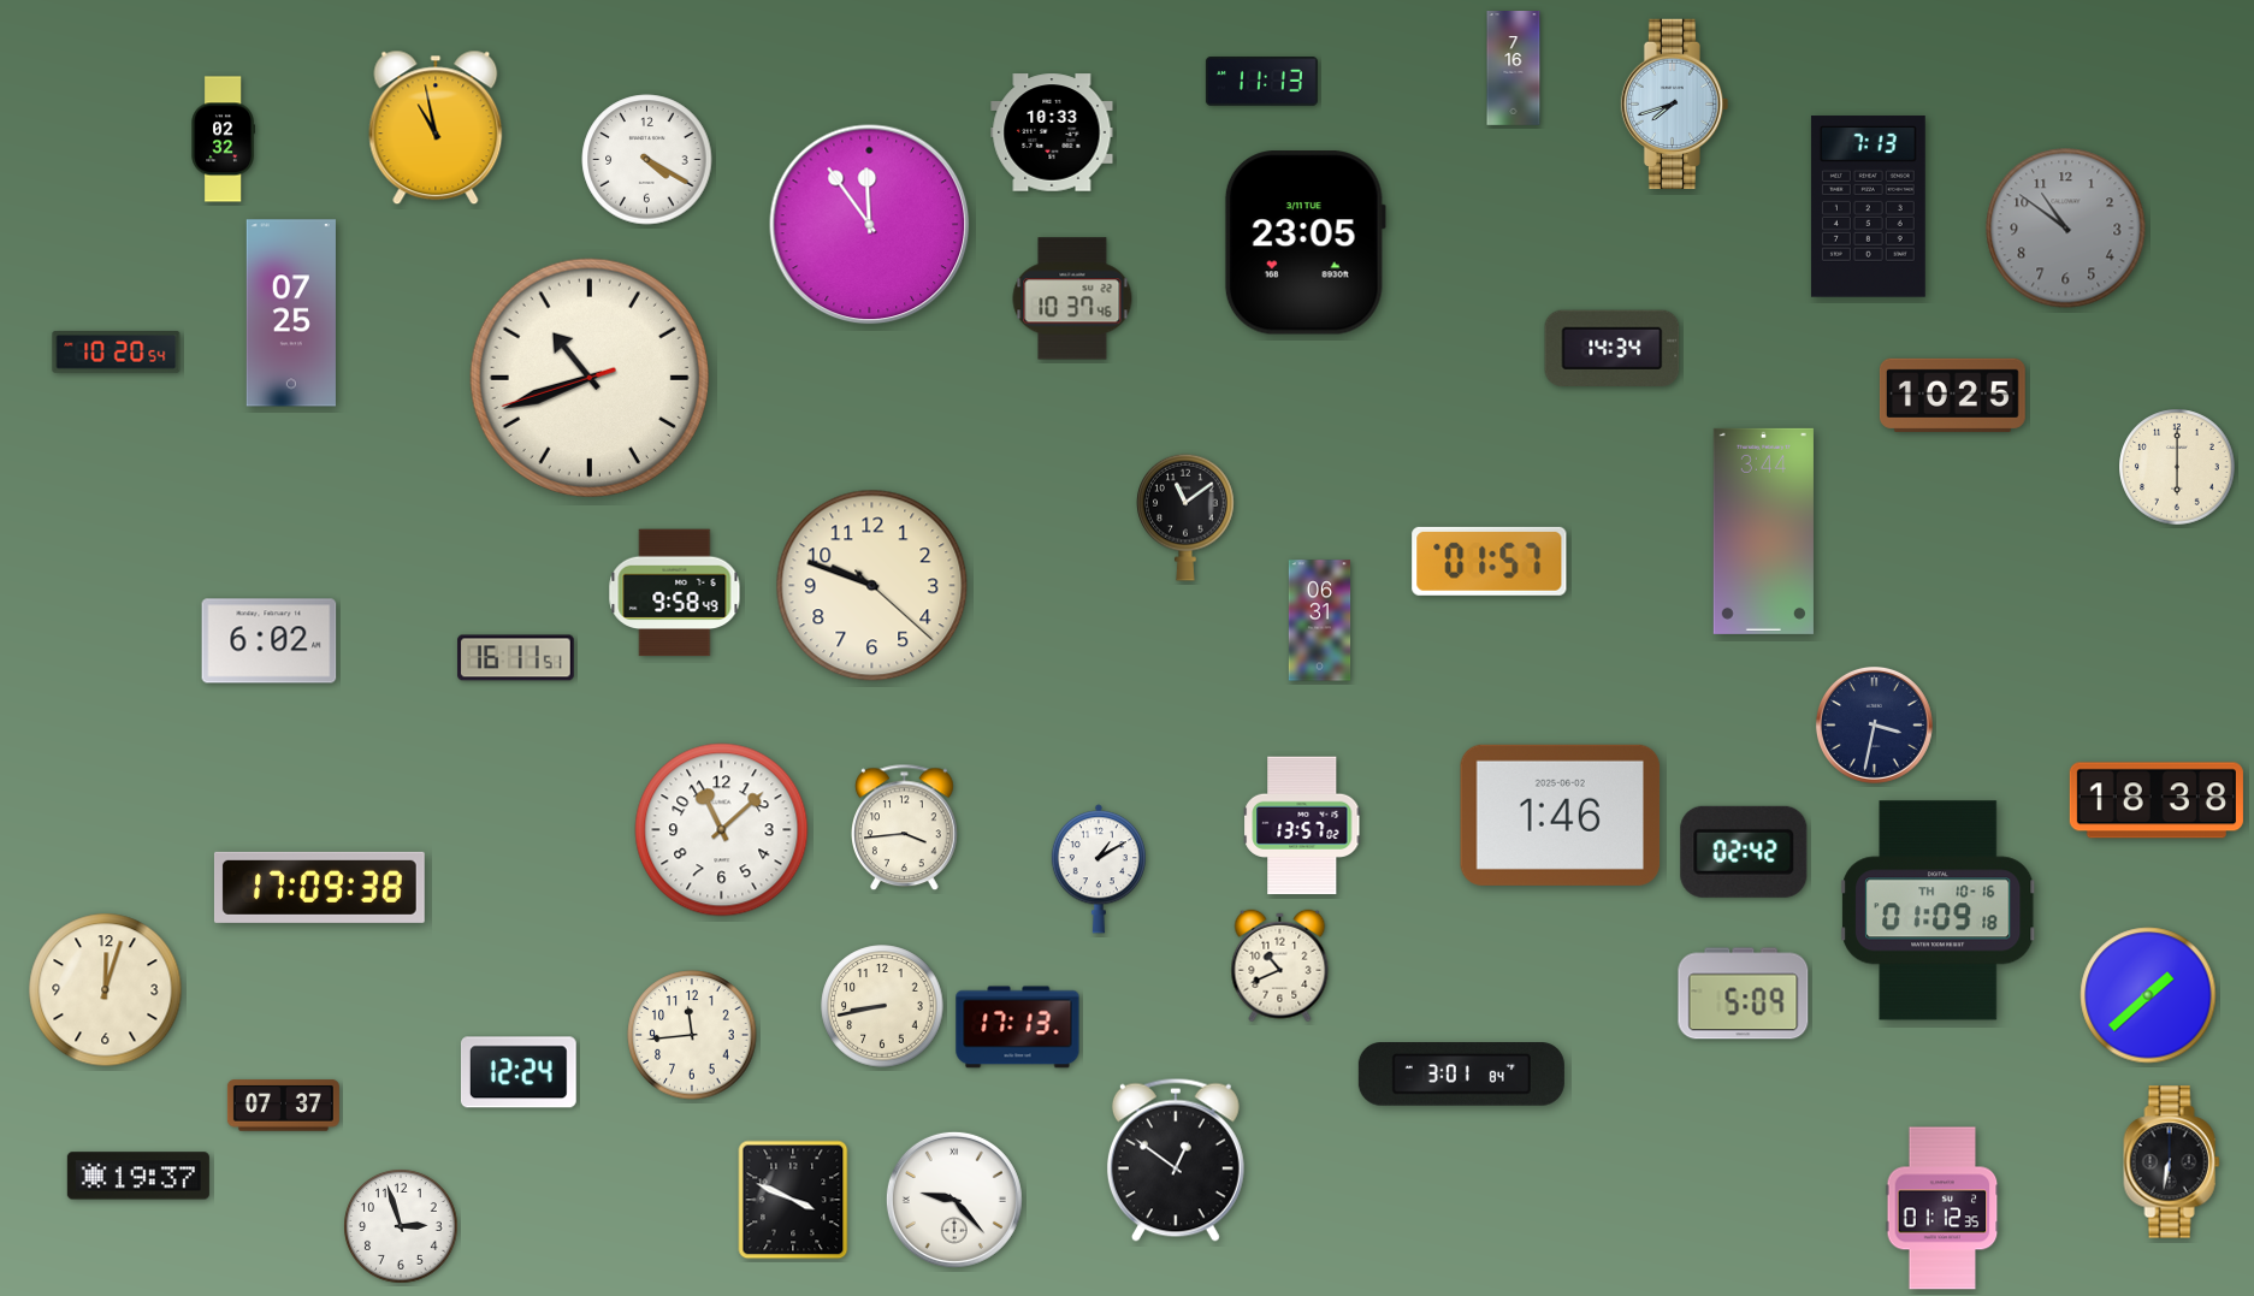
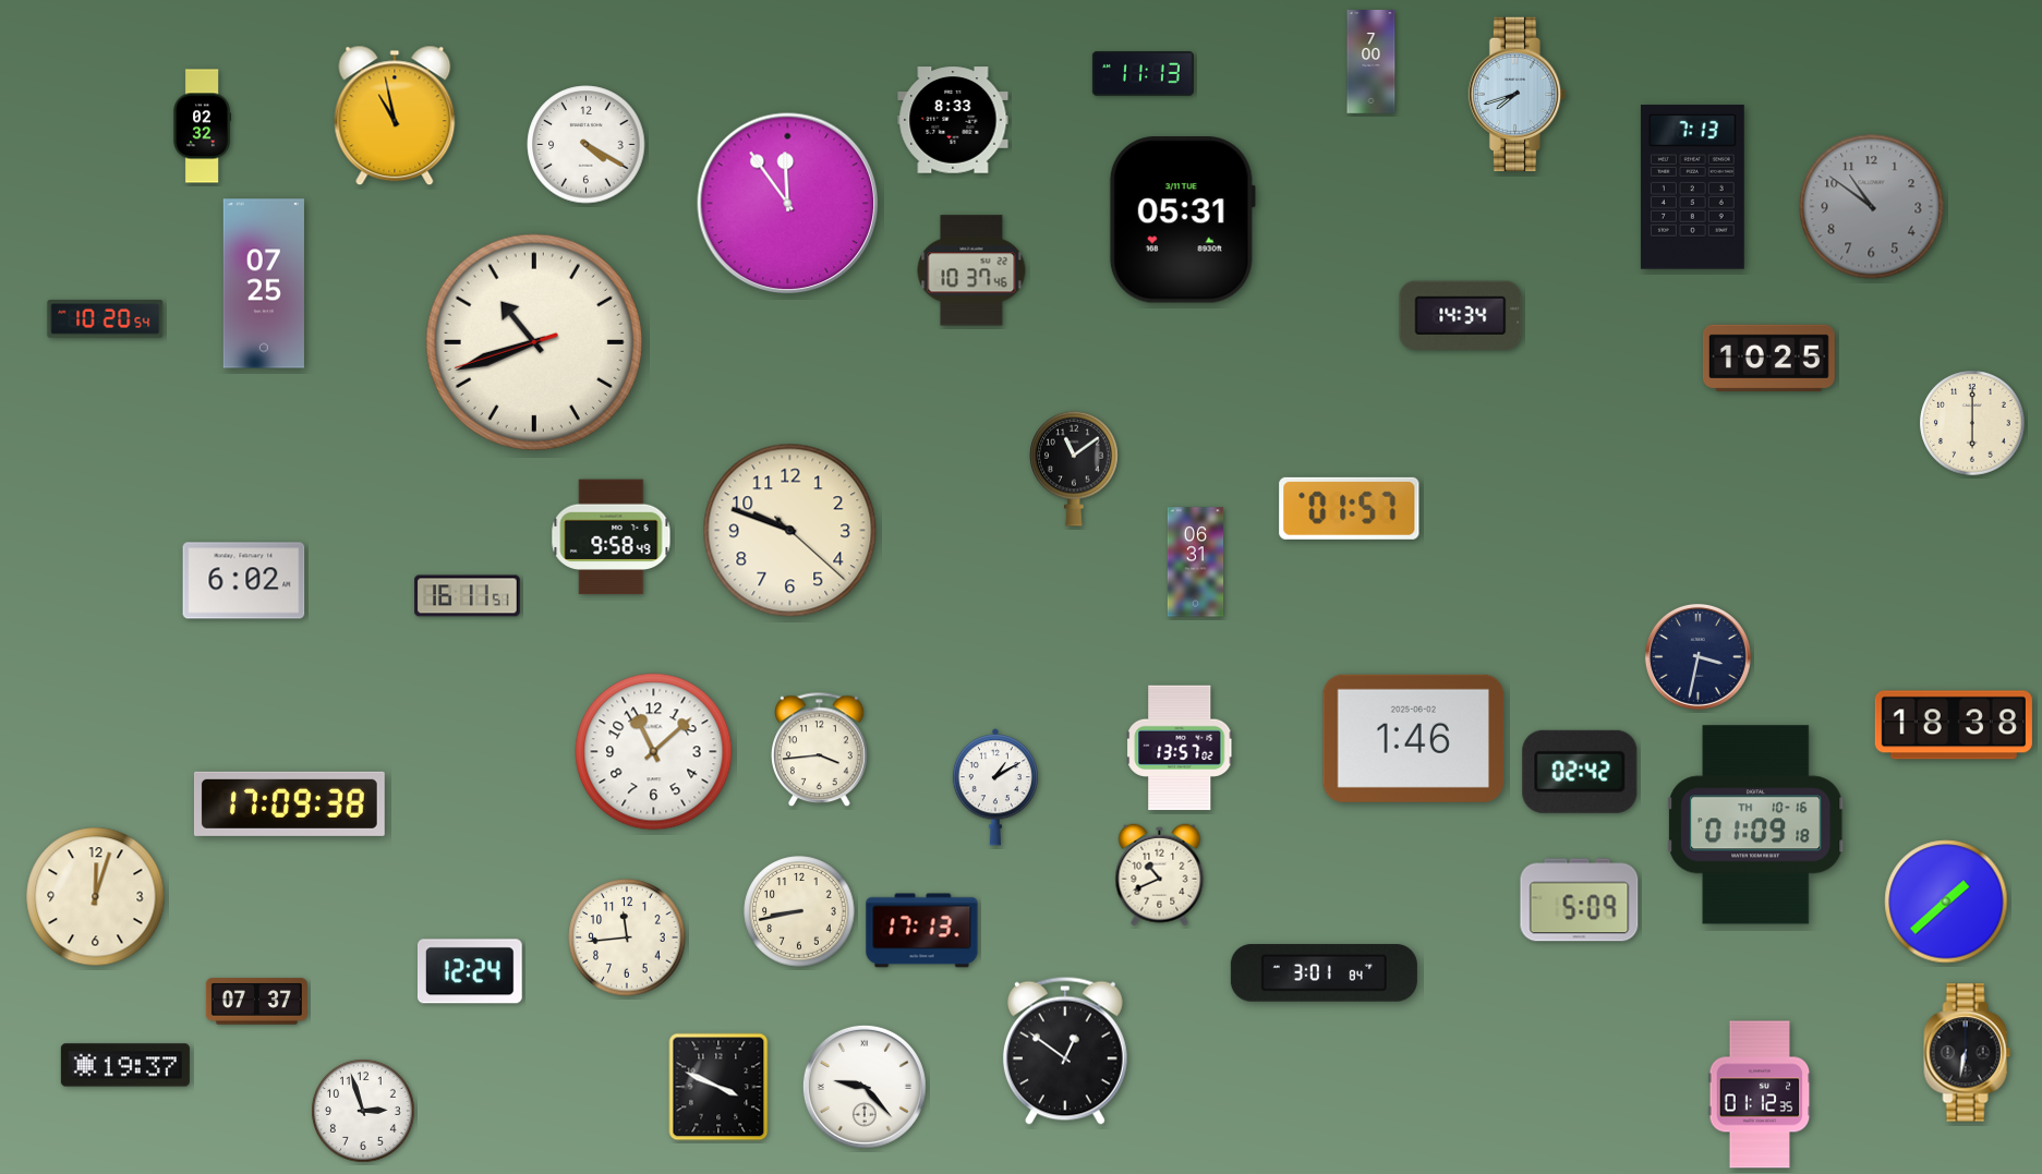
clock at (1514, 69): 7:16 -> 7:00
clock at (1052, 132): 10:33 -> 8:33
clock at (1305, 243): 23:05 -> 05:31
clock at (1763, 531): 3:44 -> none
